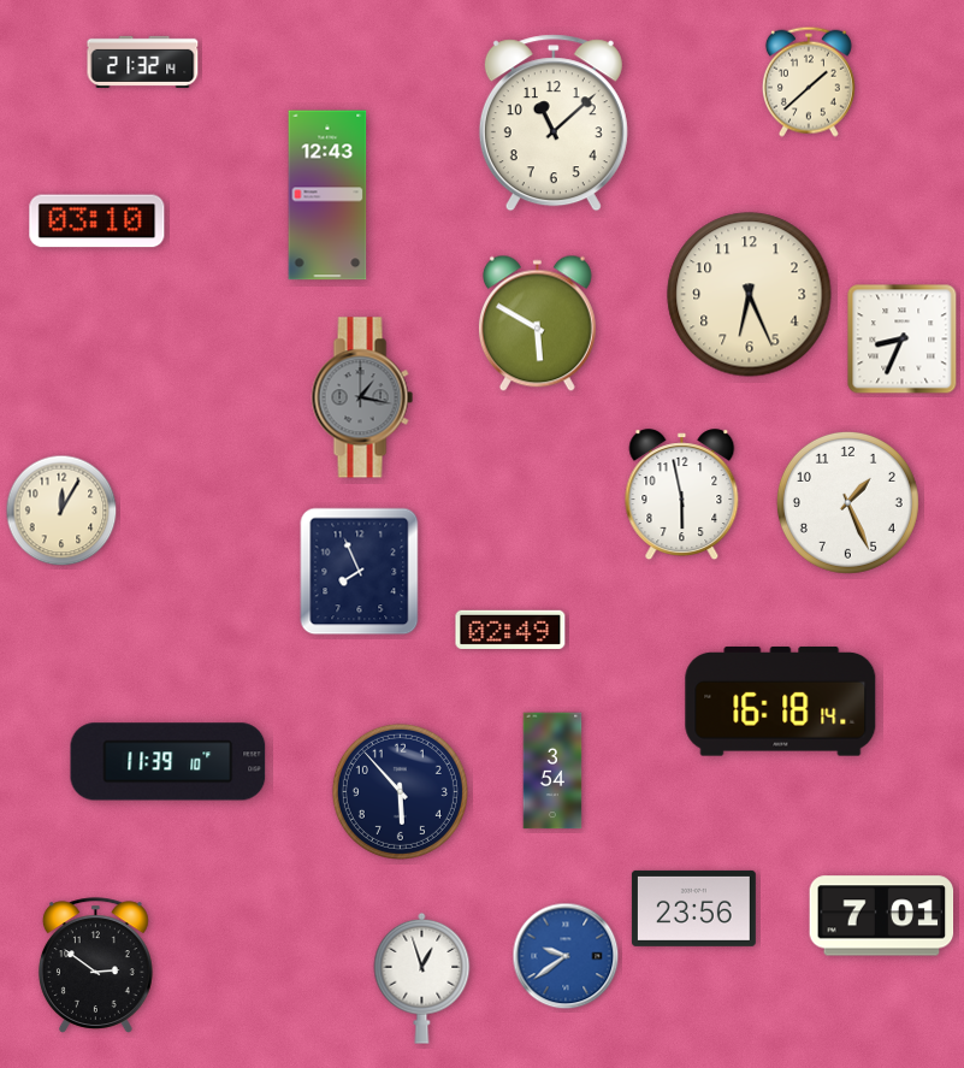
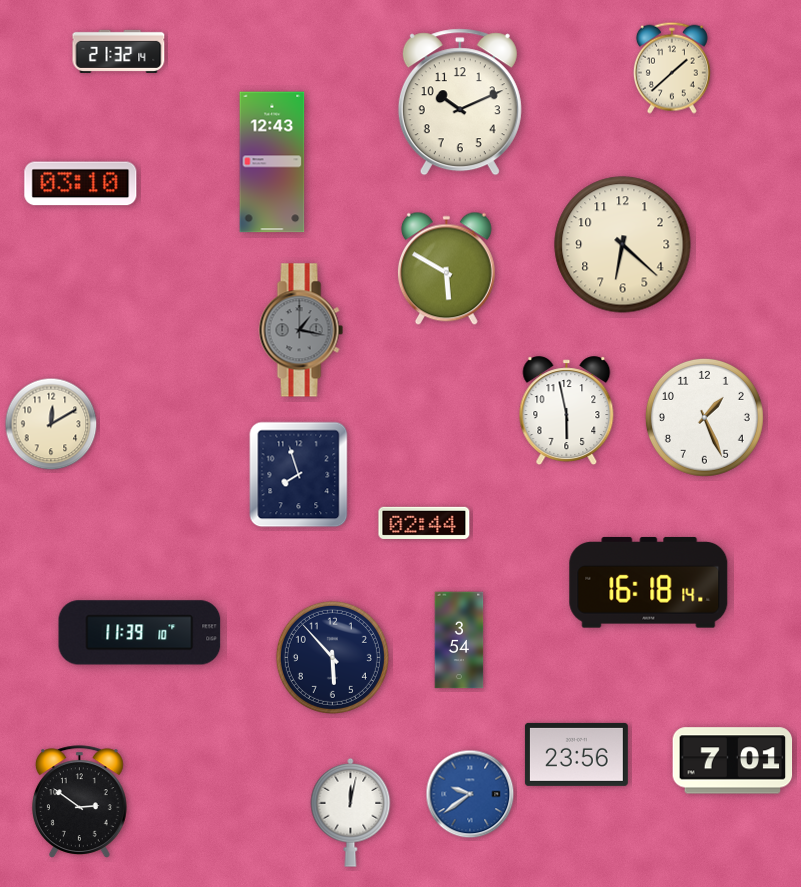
clock at (554, 123): 11:08 -> 10:11
clock at (750, 295): 6:26 -> 6:22
clock at (903, 340): 8:34 -> none
clock at (61, 511): 12:05 -> 12:10
clock at (360, 572): 7:56 -> 7:57
clock at (510, 630): 02:49 -> 02:44
clock at (422, 978): 12:57 -> 12:02
